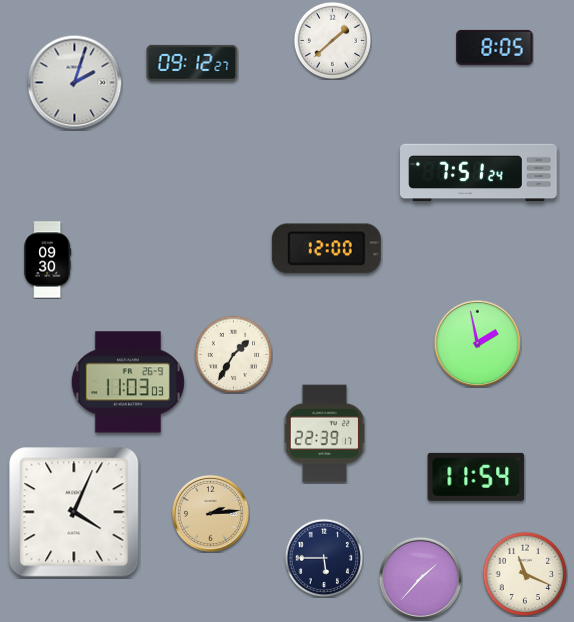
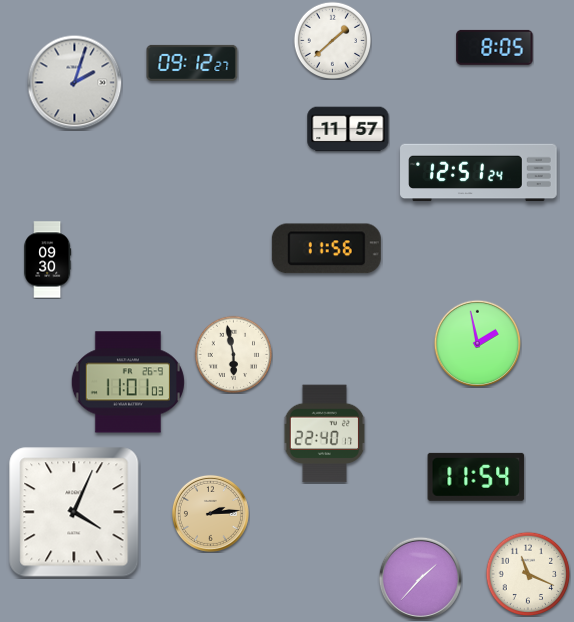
clock at (348, 129): none -> 11:57
clock at (479, 173): 7:51 -> 12:51
clock at (326, 249): 12:00 -> 11:56
clock at (233, 354): 1:35 -> 5:58
clock at (128, 382): 11:03 -> 11:01
clock at (325, 434): 22:39 -> 22:40
clock at (324, 558): 5:45 -> none
clock at (525, 574) position: (525, 574) -> (528, 574)
